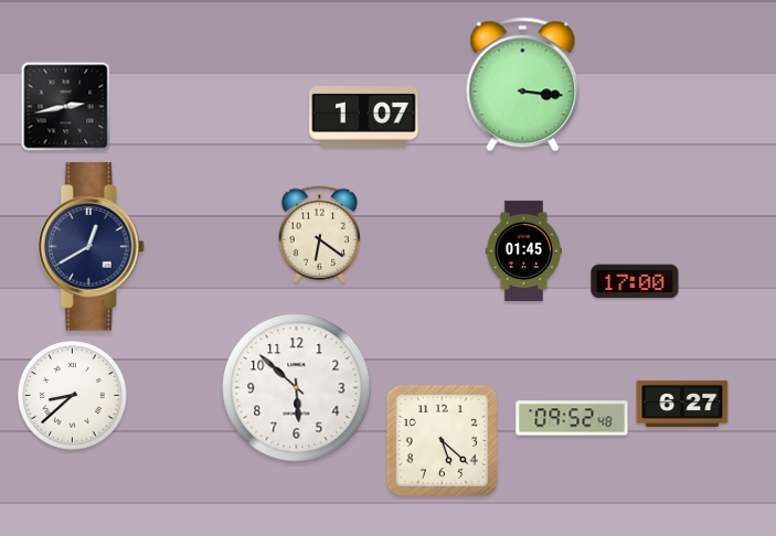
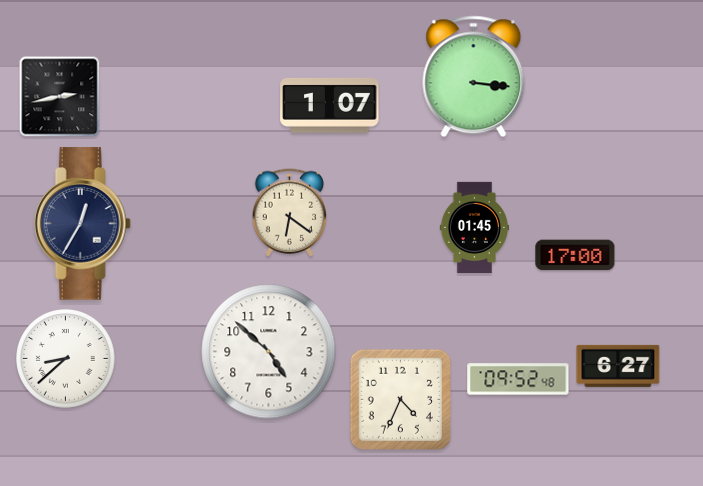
clock at (91, 247): 12:40 -> 12:35
clock at (297, 388): 5:52 -> 4:52
clock at (442, 440): 5:22 -> 4:34
